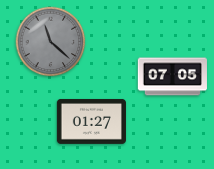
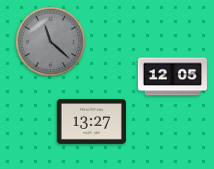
clock at (172, 77): 07:05 -> 12:05
clock at (91, 121): 01:27 -> 13:27
